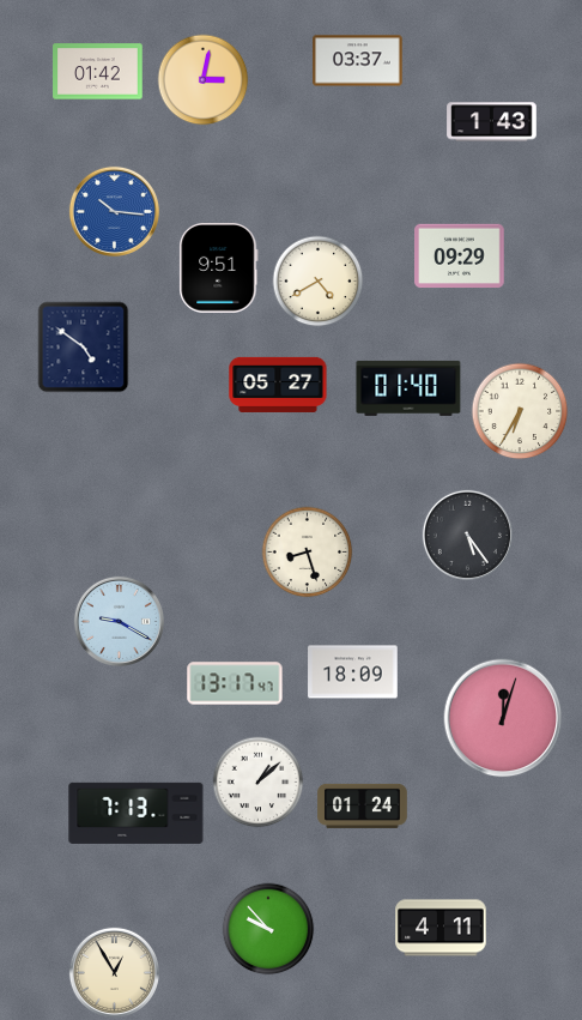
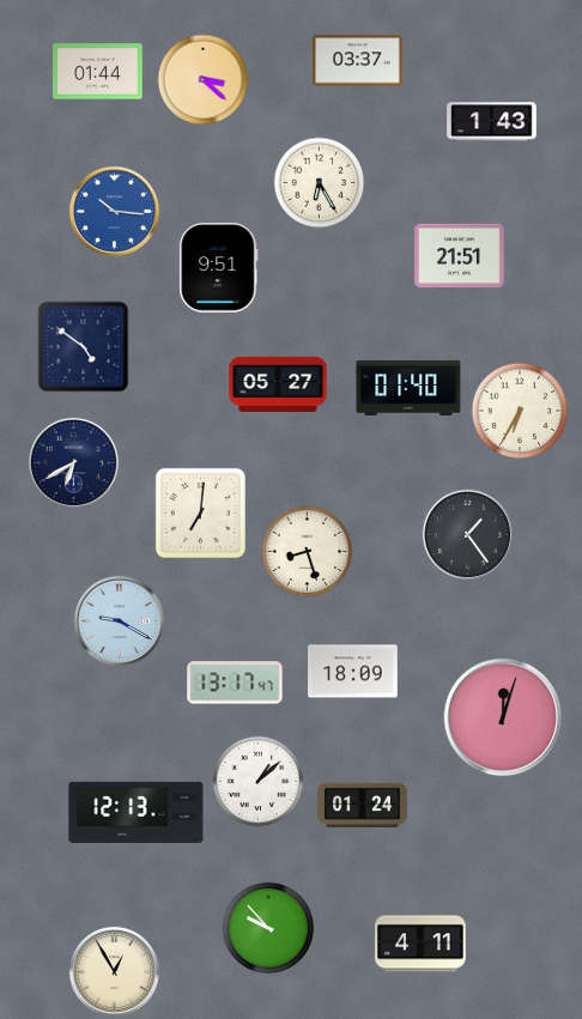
clock at (98, 72): 01:42 -> 01:44
clock at (204, 80): 3:02 -> 3:22
clock at (320, 183): none -> 6:25
clock at (460, 256): 09:29 -> 21:51
clock at (319, 282): 4:40 -> none
clock at (73, 462): none -> 6:40
clock at (200, 512): none -> 7:01
clock at (467, 535): 5:24 -> 1:24
clock at (137, 813): 7:13 -> 12:13
clock at (441, 928) position: (441, 928) -> (420, 944)
